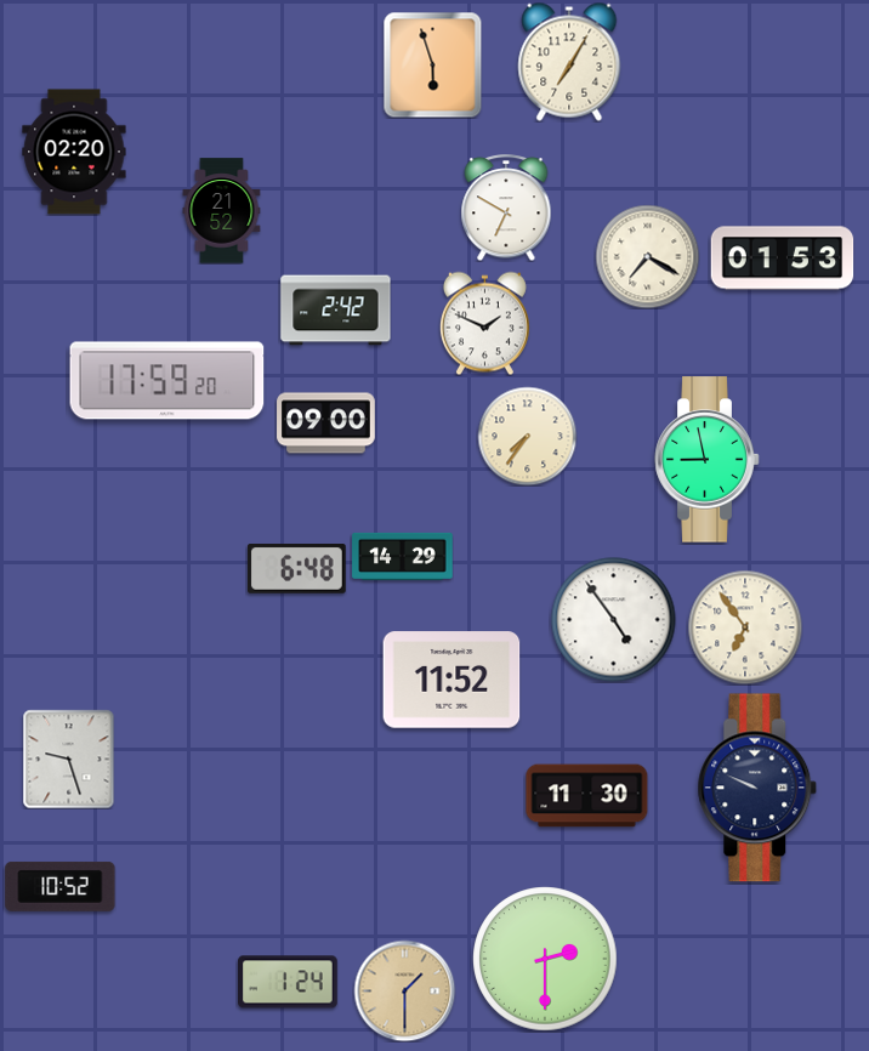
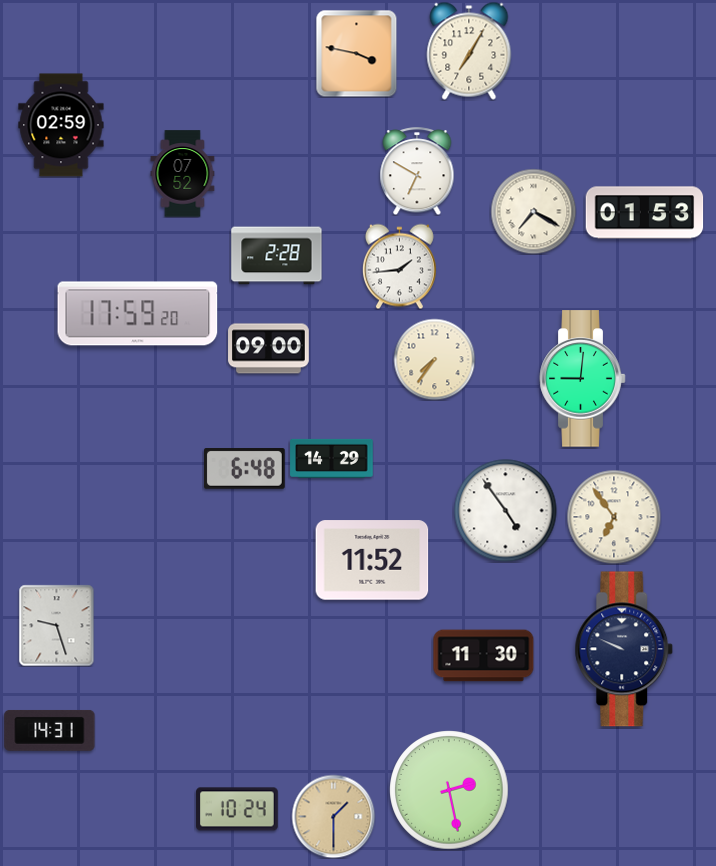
clock at (433, 64): 5:57 -> 3:47
clock at (74, 152): 02:20 -> 02:59
clock at (222, 211): 21:52 -> 07:52
clock at (336, 311): 2:42 -> 2:28
clock at (484, 323): 1:49 -> 1:44
clock at (708, 460): 8:58 -> 9:01
clock at (61, 886): 10:52 -> 14:31
clock at (545, 959): 2:30 -> 2:28
clock at (288, 982): 1:24 -> 10:24
